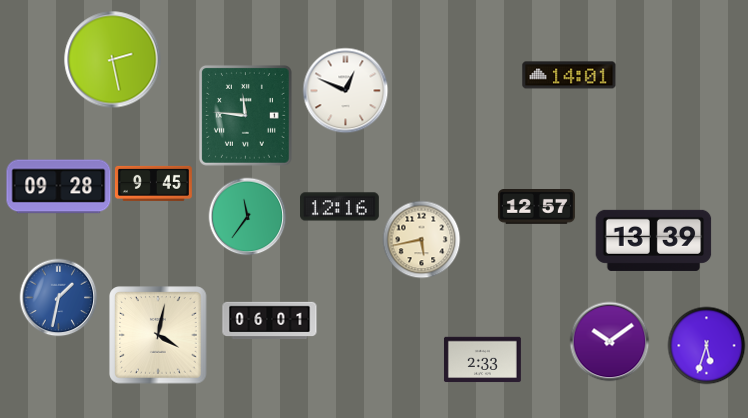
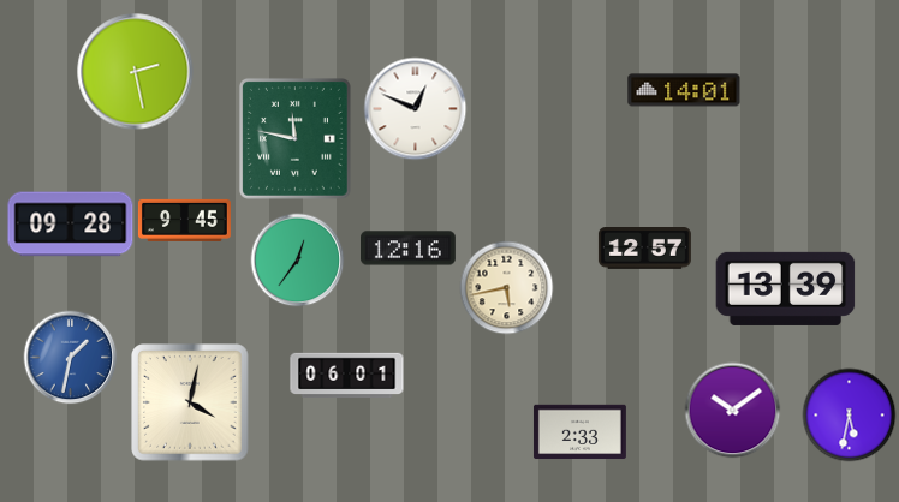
clock at (245, 116): 11:46 -> 11:47
clock at (247, 216): 11:36 -> 12:36
clock at (270, 321) position: (270, 321) -> (347, 376)
clock at (706, 345): 5:33 -> 5:32
